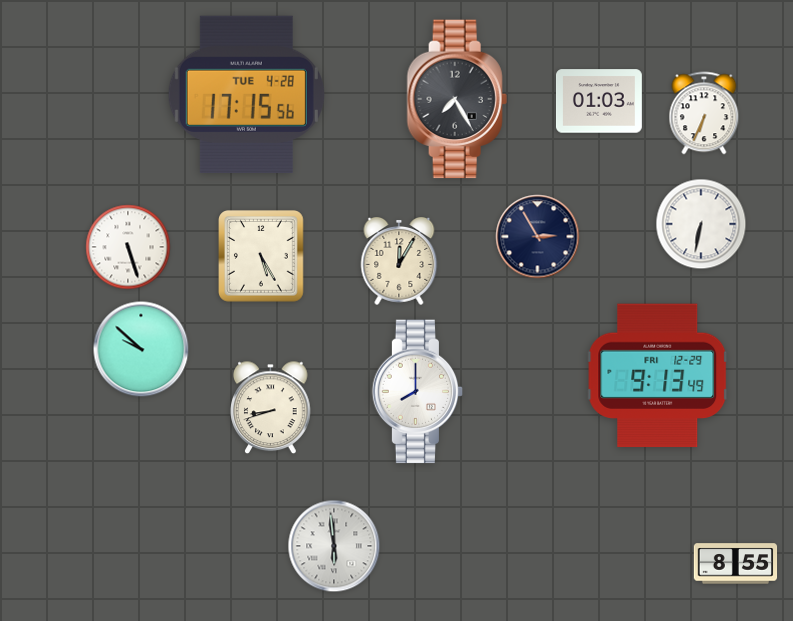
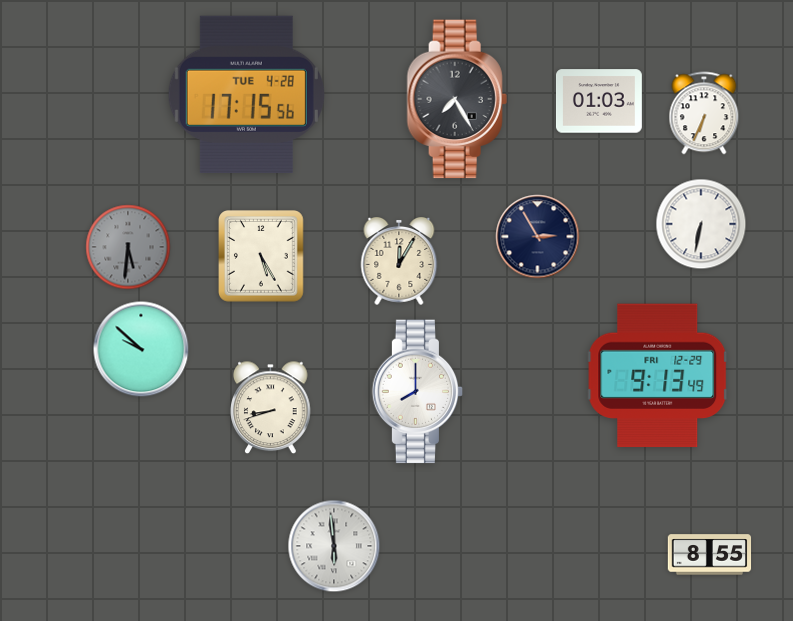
clock at (128, 247): 5:27 -> 5:31
clock at (128, 247) dial: white -> grey
clock at (736, 564) position: (736, 564) -> (710, 555)
